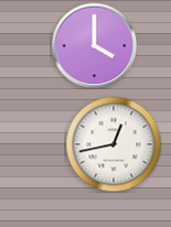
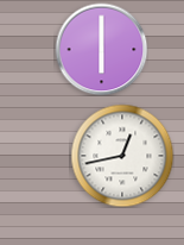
clock at (94, 45): 4:00 -> 6:00
